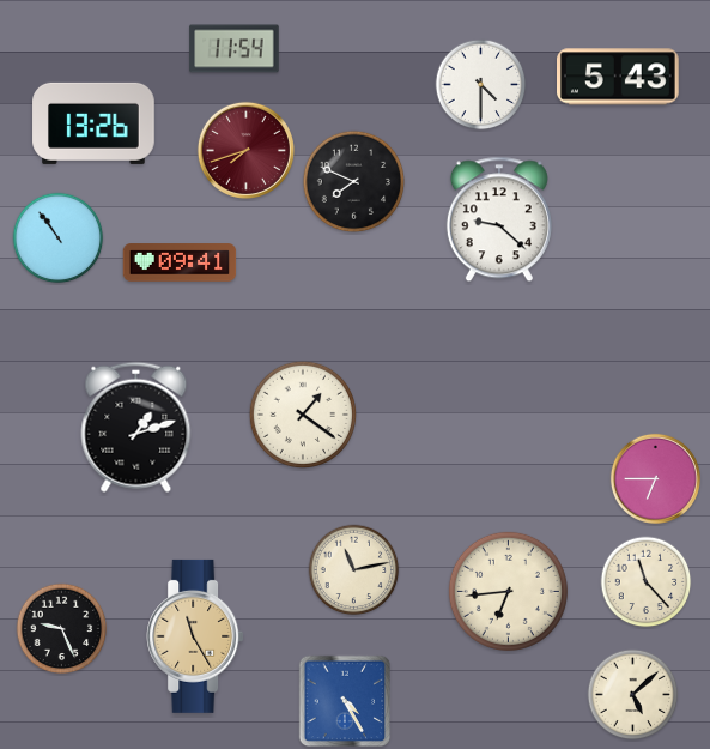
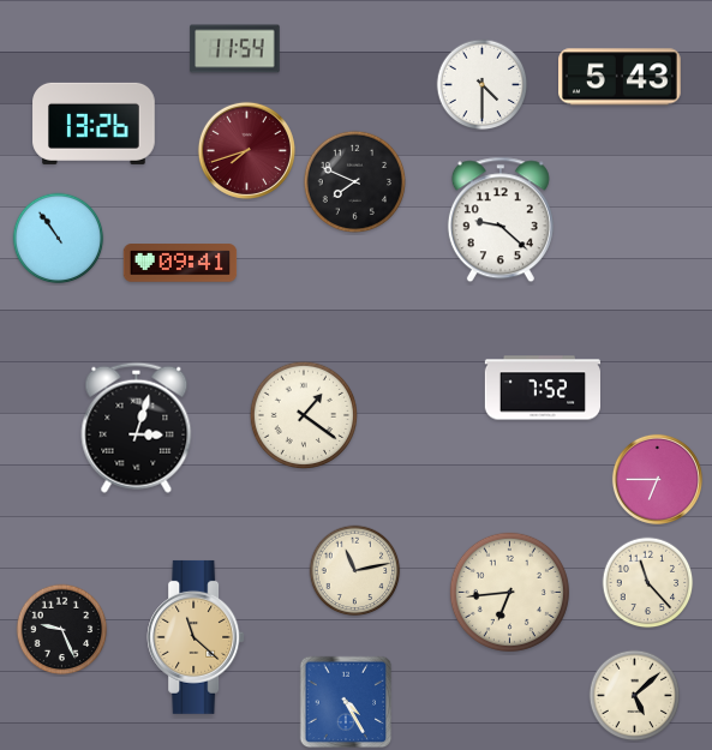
clock at (542, 388): none -> 7:52
clock at (136, 427): 1:12 -> 3:03
clock at (195, 636): 11:25 -> 11:22
